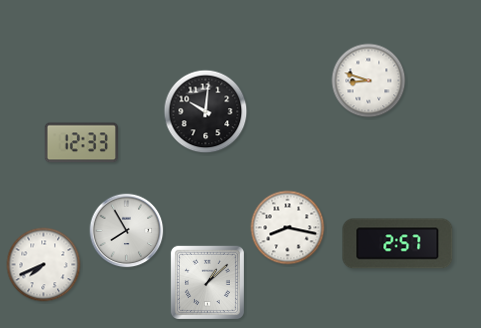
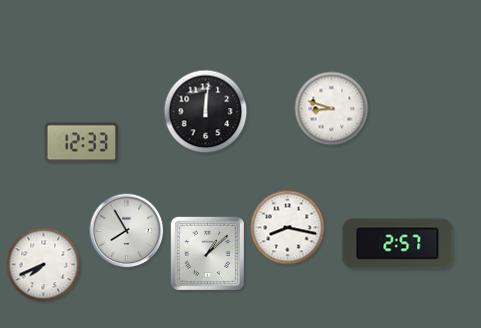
clock at (369, 81) position: (369, 81) -> (332, 109)
clock at (206, 112): 10:01 -> 12:01
clock at (207, 282) position: (207, 282) -> (207, 253)
